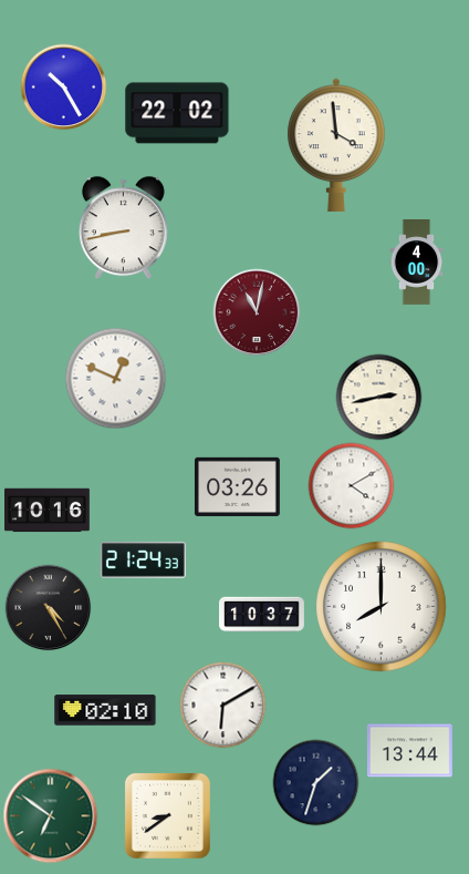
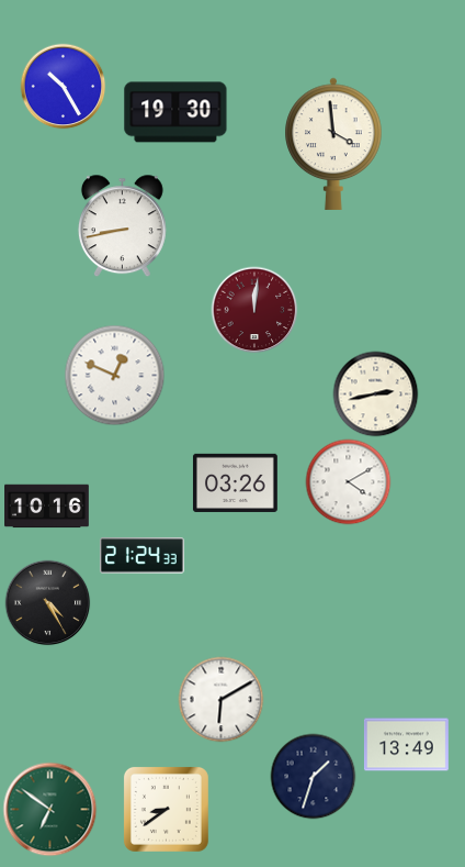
clock at (177, 113): 22:02 -> 19:30
clock at (417, 263): 4:00 -> none
clock at (257, 312): 11:02 -> 12:01
clock at (382, 607): 8:00 -> none
clock at (262, 615): 10:37 -> none
clock at (105, 710): 02:10 -> none
clock at (409, 751): 13:44 -> 13:49
